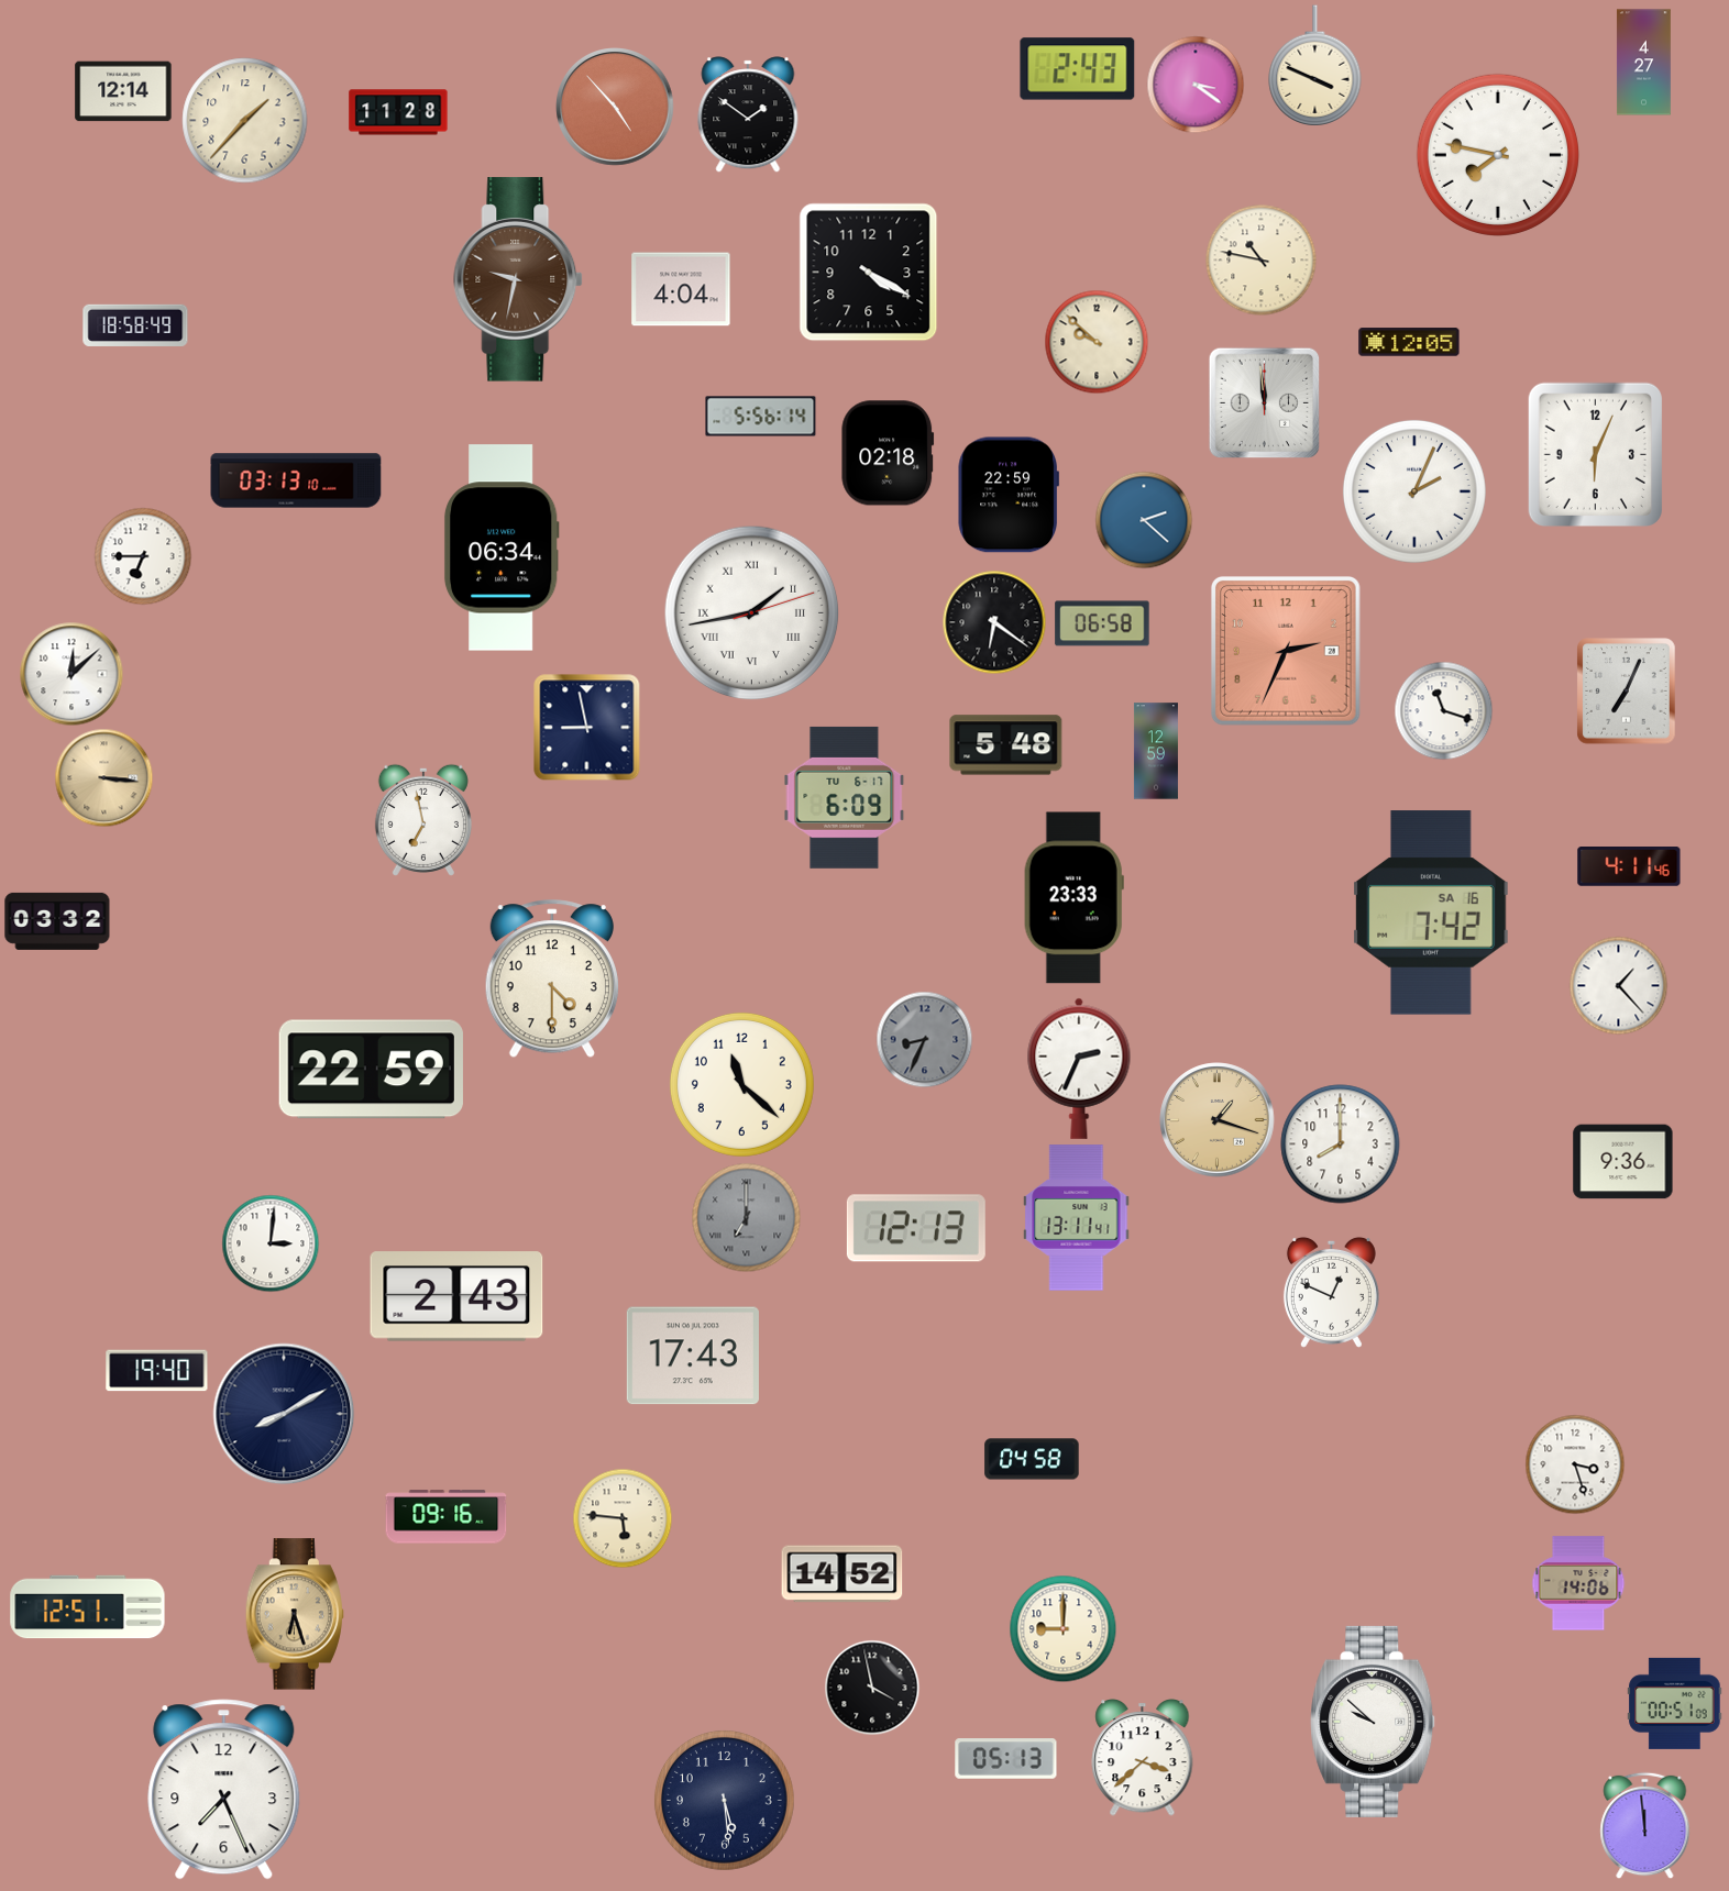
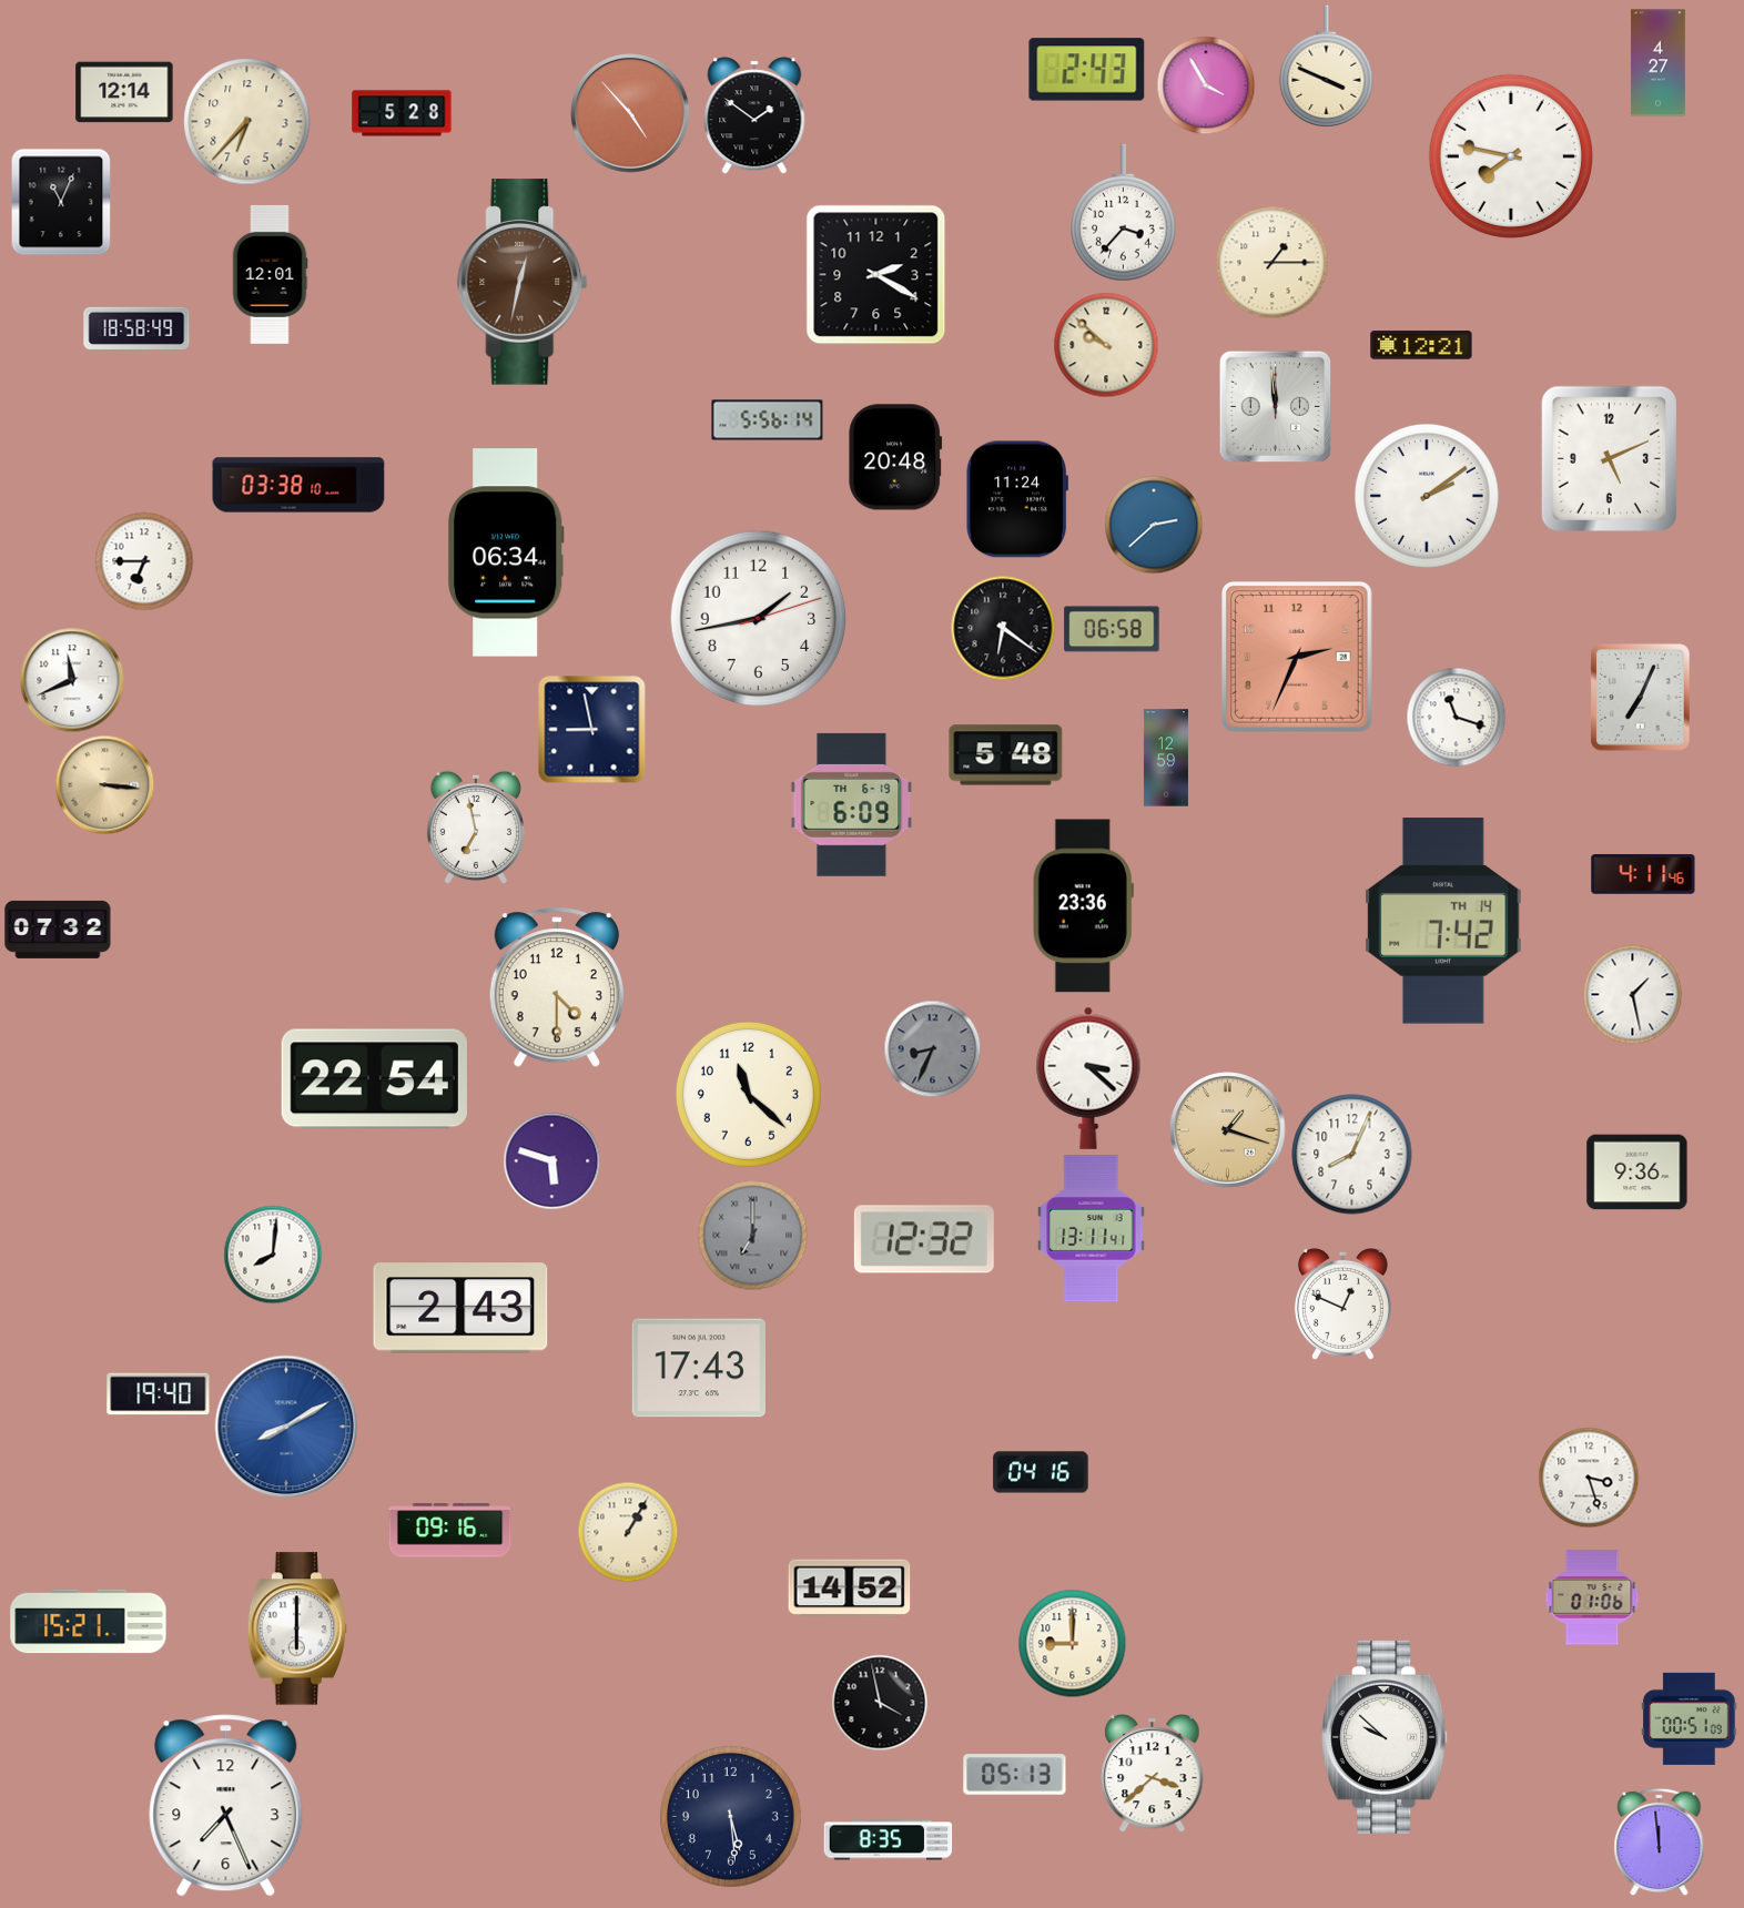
clock at (1196, 85): 3:21 -> 3:55
clock at (616, 108) position: (616, 108) -> (631, 114)
clock at (398, 112): 11:28 -> 5:28
clock at (245, 121): 1:37 -> 6:37
clock at (61, 202): none -> 11:04
clock at (1124, 213): none -> 3:37
clock at (1262, 261): 10:47 -> 1:15
clock at (270, 274): none -> 12:01
clock at (869, 273): 4:20 -> 2:20
clock at (519, 279): 9:32 -> 12:32
clock at (681, 289): 4:04 -> none
clock at (1409, 342): 12:05 -> 12:21
clock at (888, 453): 02:18 -> 20:48
clock at (1595, 454): 6:04 -> 5:11
clock at (296, 480): 03:13 -> 03:38
clock at (1414, 491): 2:04 -> 2:09
clock at (1009, 495): 22:59 -> 11:24
clock at (1144, 520): 2:22 -> 2:38
clock at (752, 613) numerals: Roman -> Arabic
clock at (71, 674): 12:08 -> 11:41
clock at (587, 728) position: (587, 728) -> (592, 730)
clock at (1006, 745) position: (1006, 745) -> (1006, 755)
clock at (845, 797) date: TU 6-17 -> TH 6-19
clock at (423, 820) position: (423, 820) -> (476, 828)
clock at (1073, 898): 23:33 -> 23:36
clock at (1431, 913) date: SA 16 -> TH 14
clock at (57, 921): 03:32 -> 07:32
clock at (1618, 985): 1:23 -> 1:28
clock at (1079, 1069): 2:34 -> 3:22
clock at (371, 1070): 22:59 -> 22:54
clock at (1341, 1144): 8:00 -> 8:04
clock at (551, 1160): none -> 5:48
clock at (747, 1218) position: (747, 1218) -> (753, 1236)
clock at (1077, 1218) position: (1077, 1218) -> (1092, 1229)
clock at (916, 1228): 12:13 -> 12:32
clock at (271, 1243): 3:01 -> 8:01
clock at (157, 1371) position: (157, 1371) -> (159, 1394)
clock at (284, 1414) dial: navy -> blue
clock at (1032, 1459): 04:58 -> 04:16
clock at (623, 1518): 5:46 -> 1:05
clock at (1578, 1583): 14:06 -> 01:06
clock at (88, 1607): 12:51 -> 15:21
clock at (295, 1614): 6:27 -> 6:00
clock at (295, 1614) dial: champagne -> white
clock at (889, 1840): none -> 8:35
